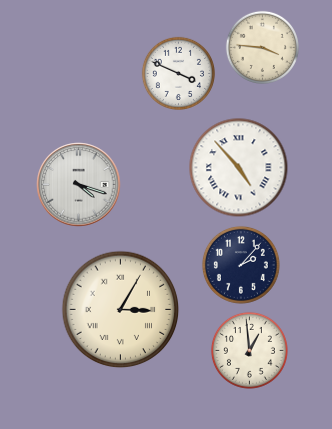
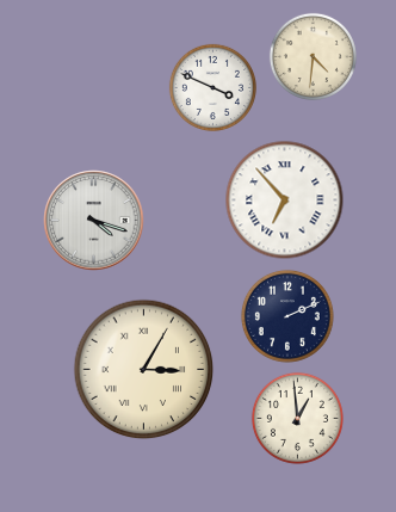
clock at (262, 47): 3:46 -> 4:31
clock at (239, 168): 4:53 -> 6:53
clock at (241, 265): 2:07 -> 2:11
